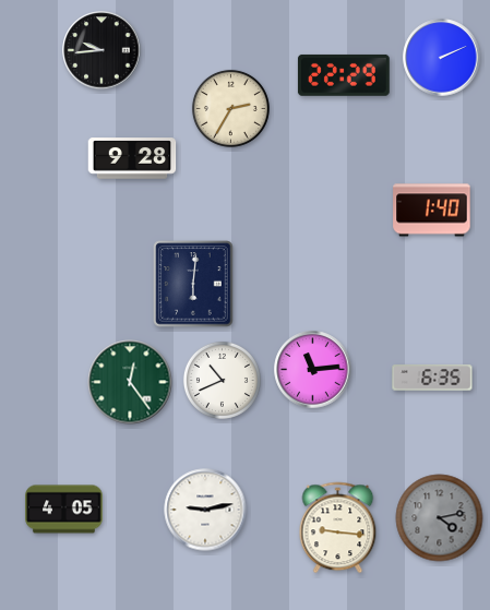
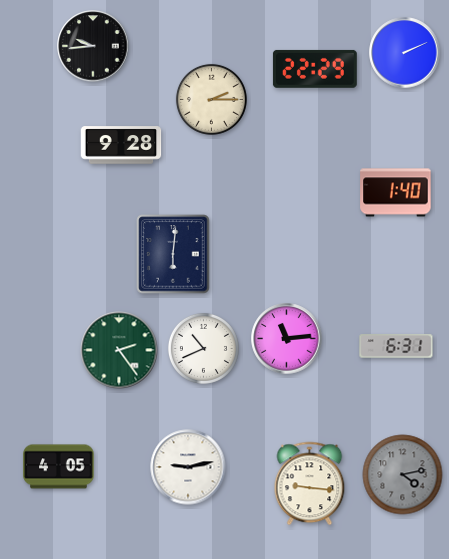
clock at (230, 108): 2:35 -> 2:15
clock at (193, 284) position: (193, 284) -> (173, 254)
clock at (432, 378): 6:35 -> 6:31
clock at (130, 382): 12:24 -> 2:24
